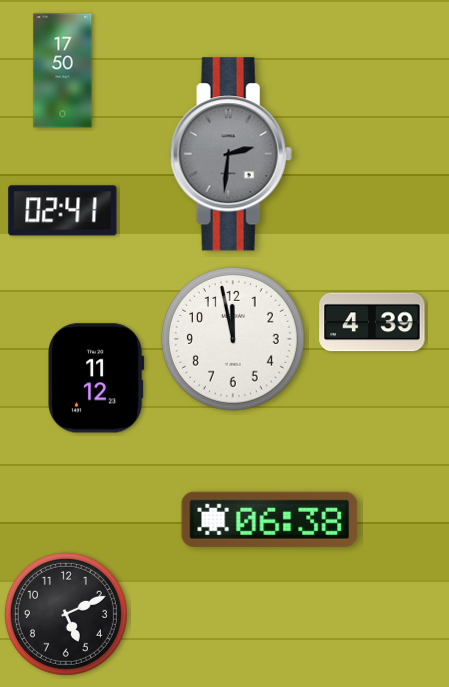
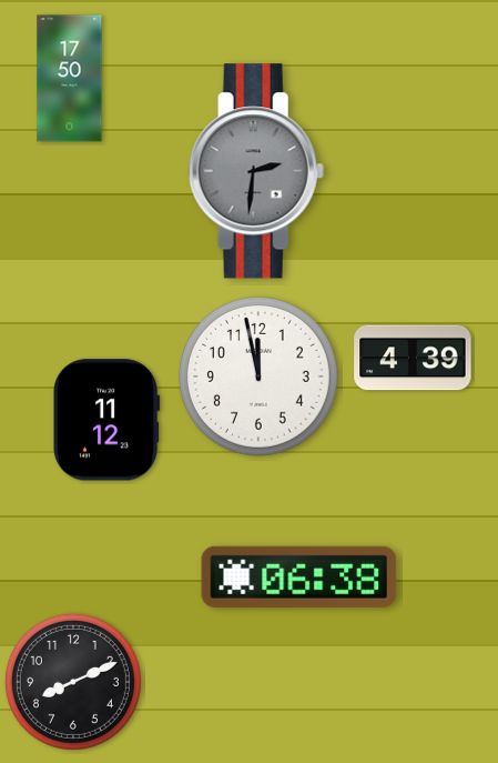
clock at (63, 211): 02:41 -> none
clock at (66, 614): 5:11 -> 8:11
